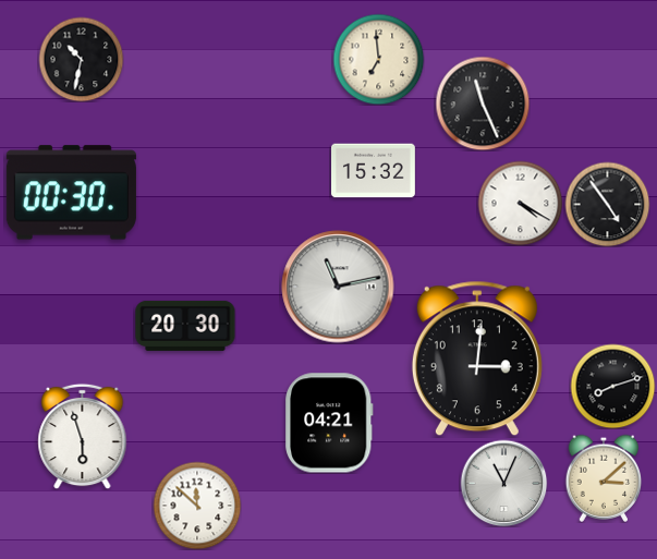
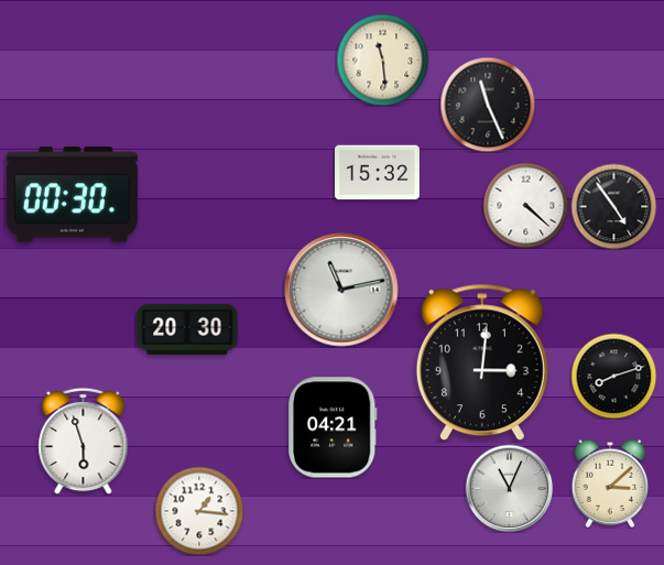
clock at (81, 59): 10:32 -> none
clock at (378, 59): 6:59 -> 11:29
clock at (520, 203): 4:20 -> 4:22
clock at (612, 386) position: (612, 386) -> (613, 376)
clock at (197, 506): 11:52 -> 1:16
